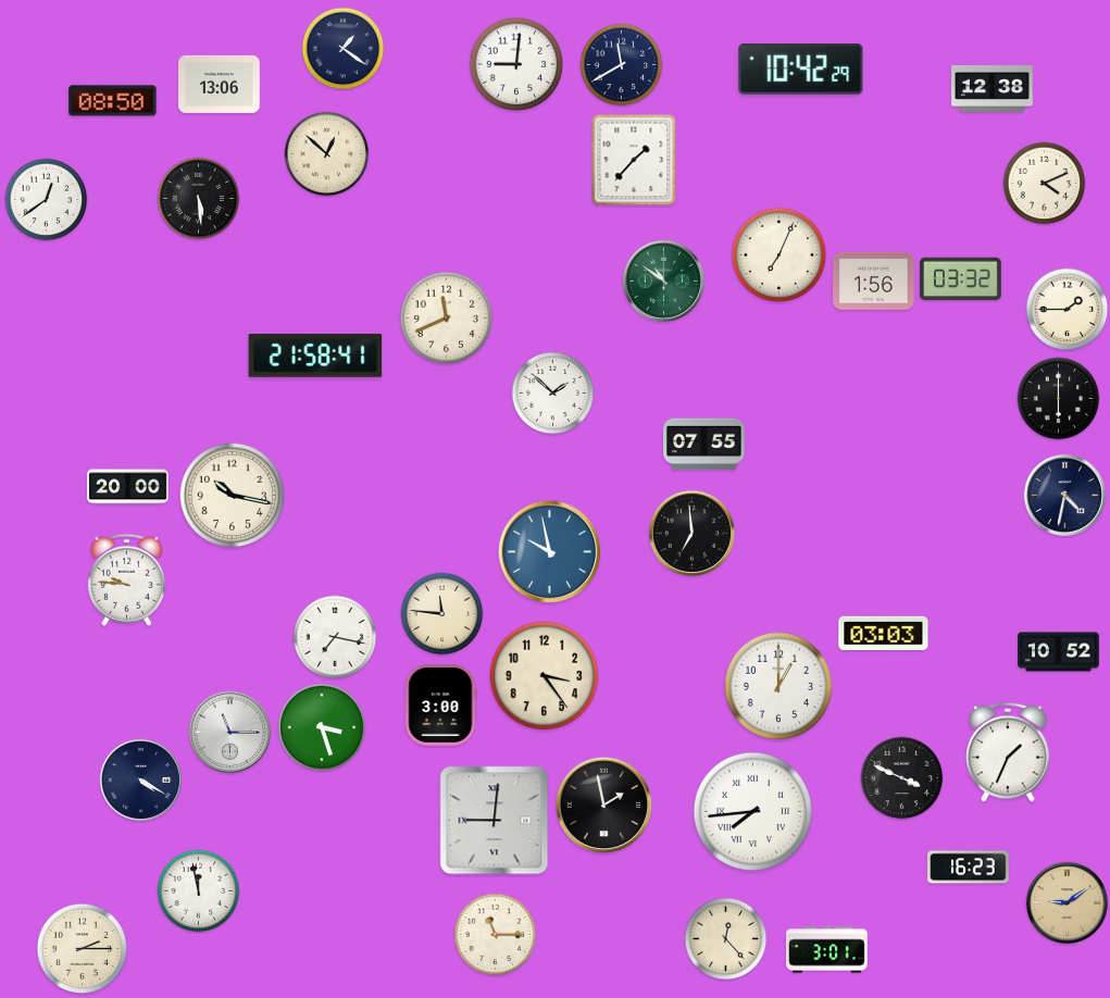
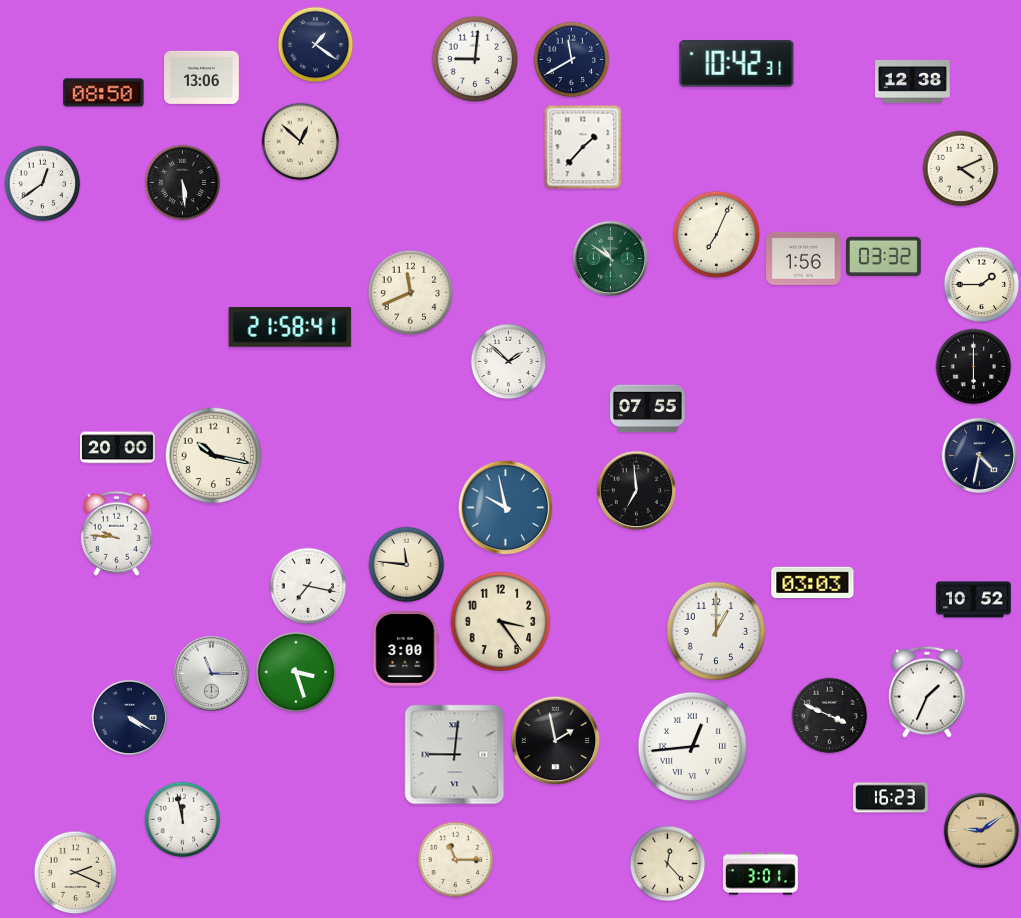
clock at (801, 70): 10:42:29 -> 10:42:31
clock at (322, 727) position: (322, 727) -> (296, 672)
clock at (752, 811): 7:44 -> 12:44
clock at (83, 949): 2:15 -> 2:19
